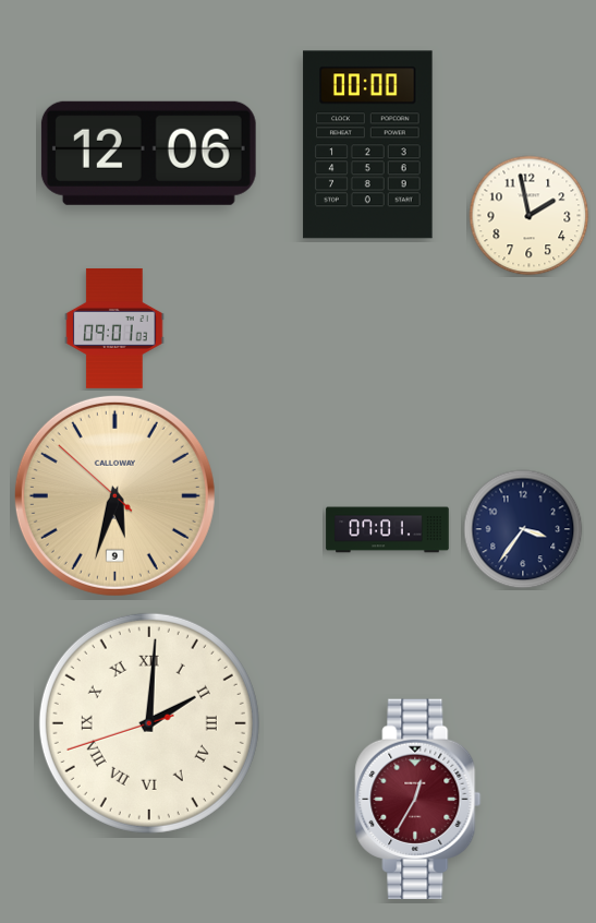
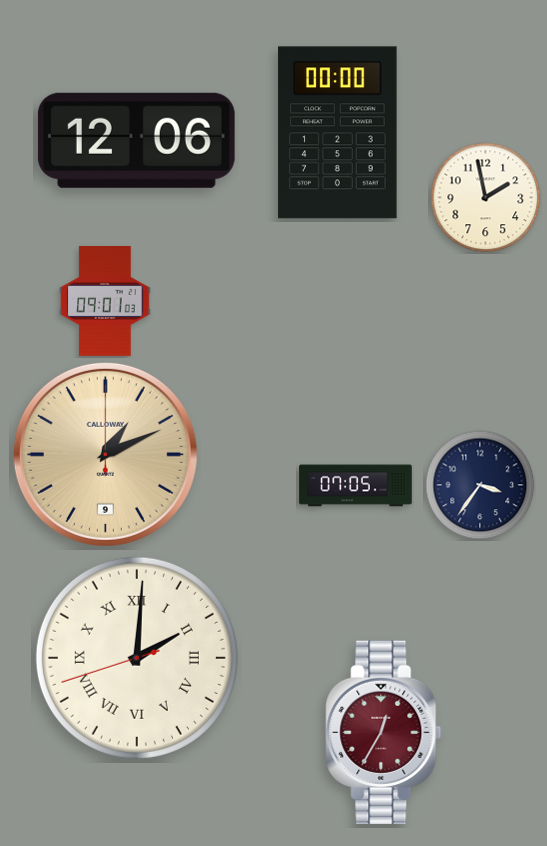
clock at (114, 495): 5:32 -> 1:11
clock at (388, 530): 07:01 -> 07:05
clock at (149, 723) position: (149, 723) -> (137, 658)
